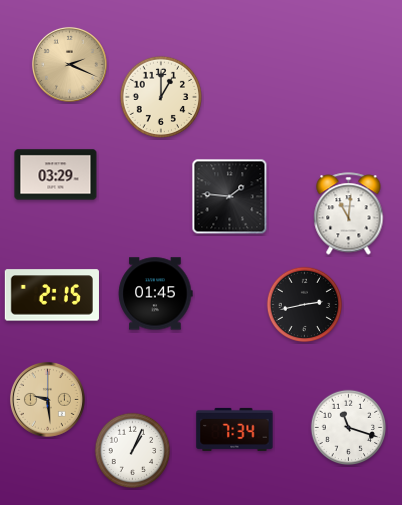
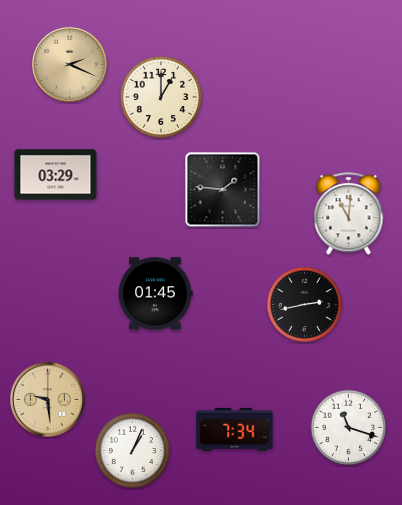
clock at (230, 197) position: (230, 197) -> (223, 190)
clock at (52, 295): 2:15 -> none
